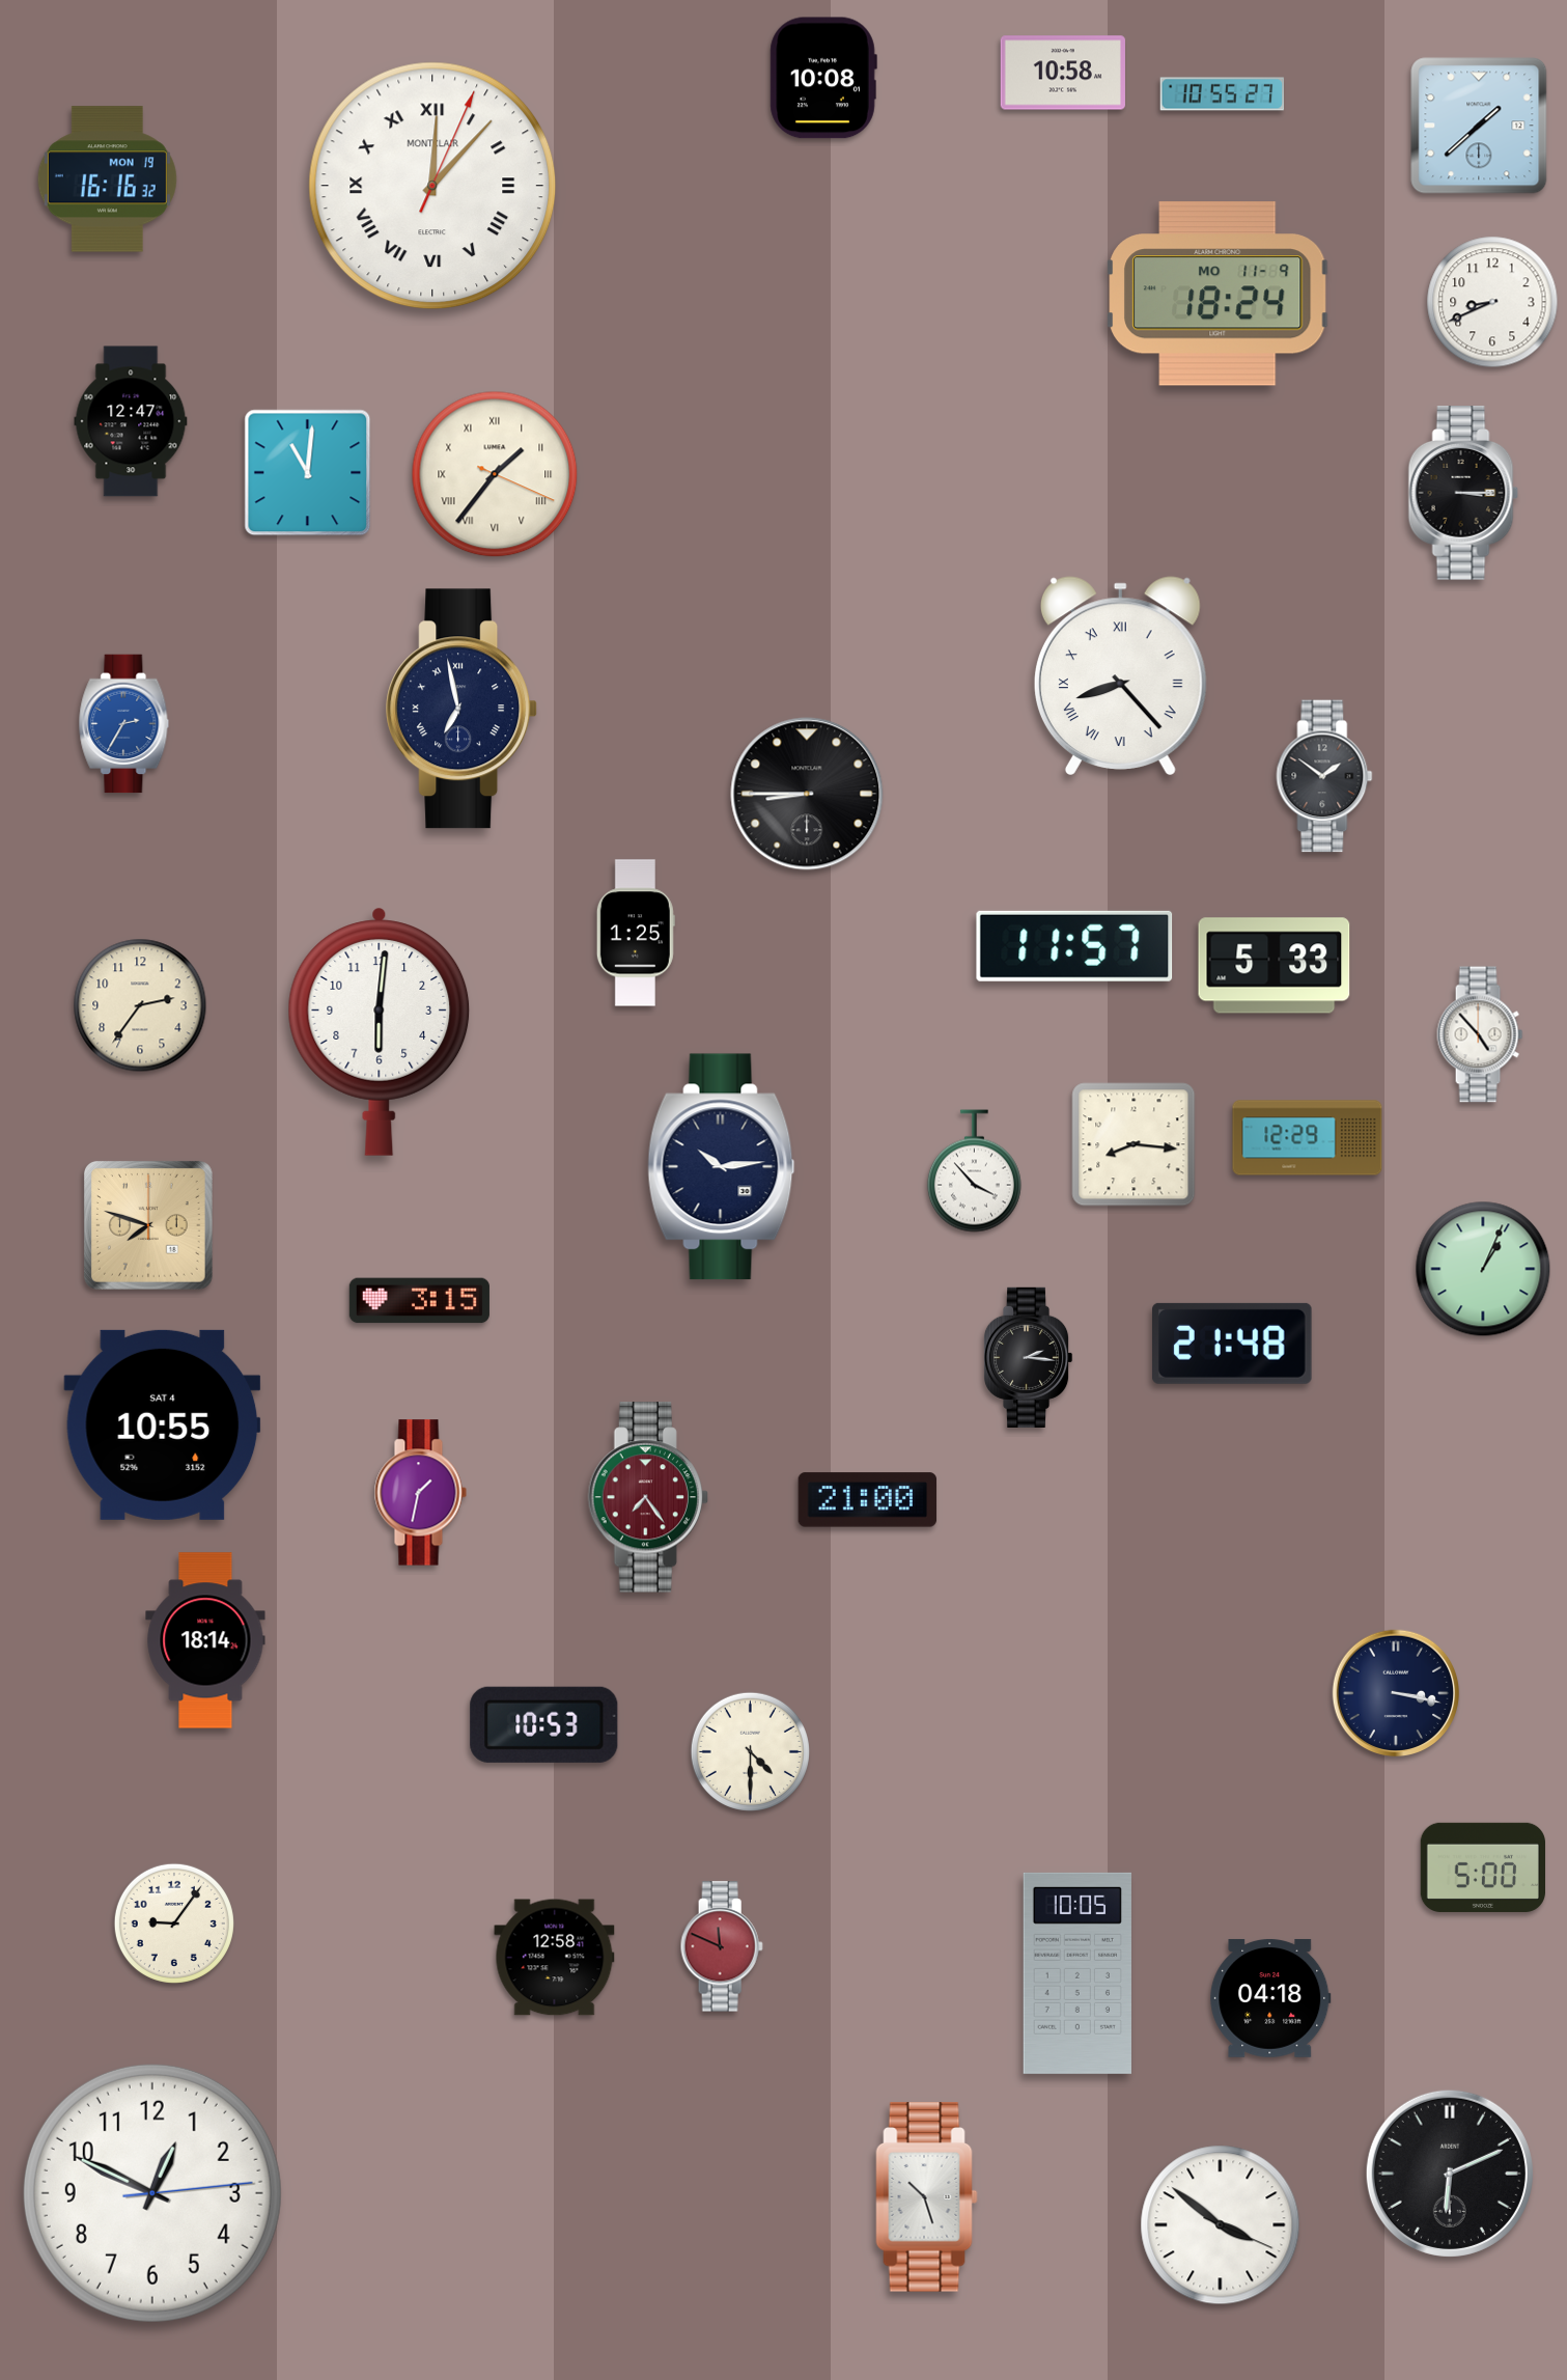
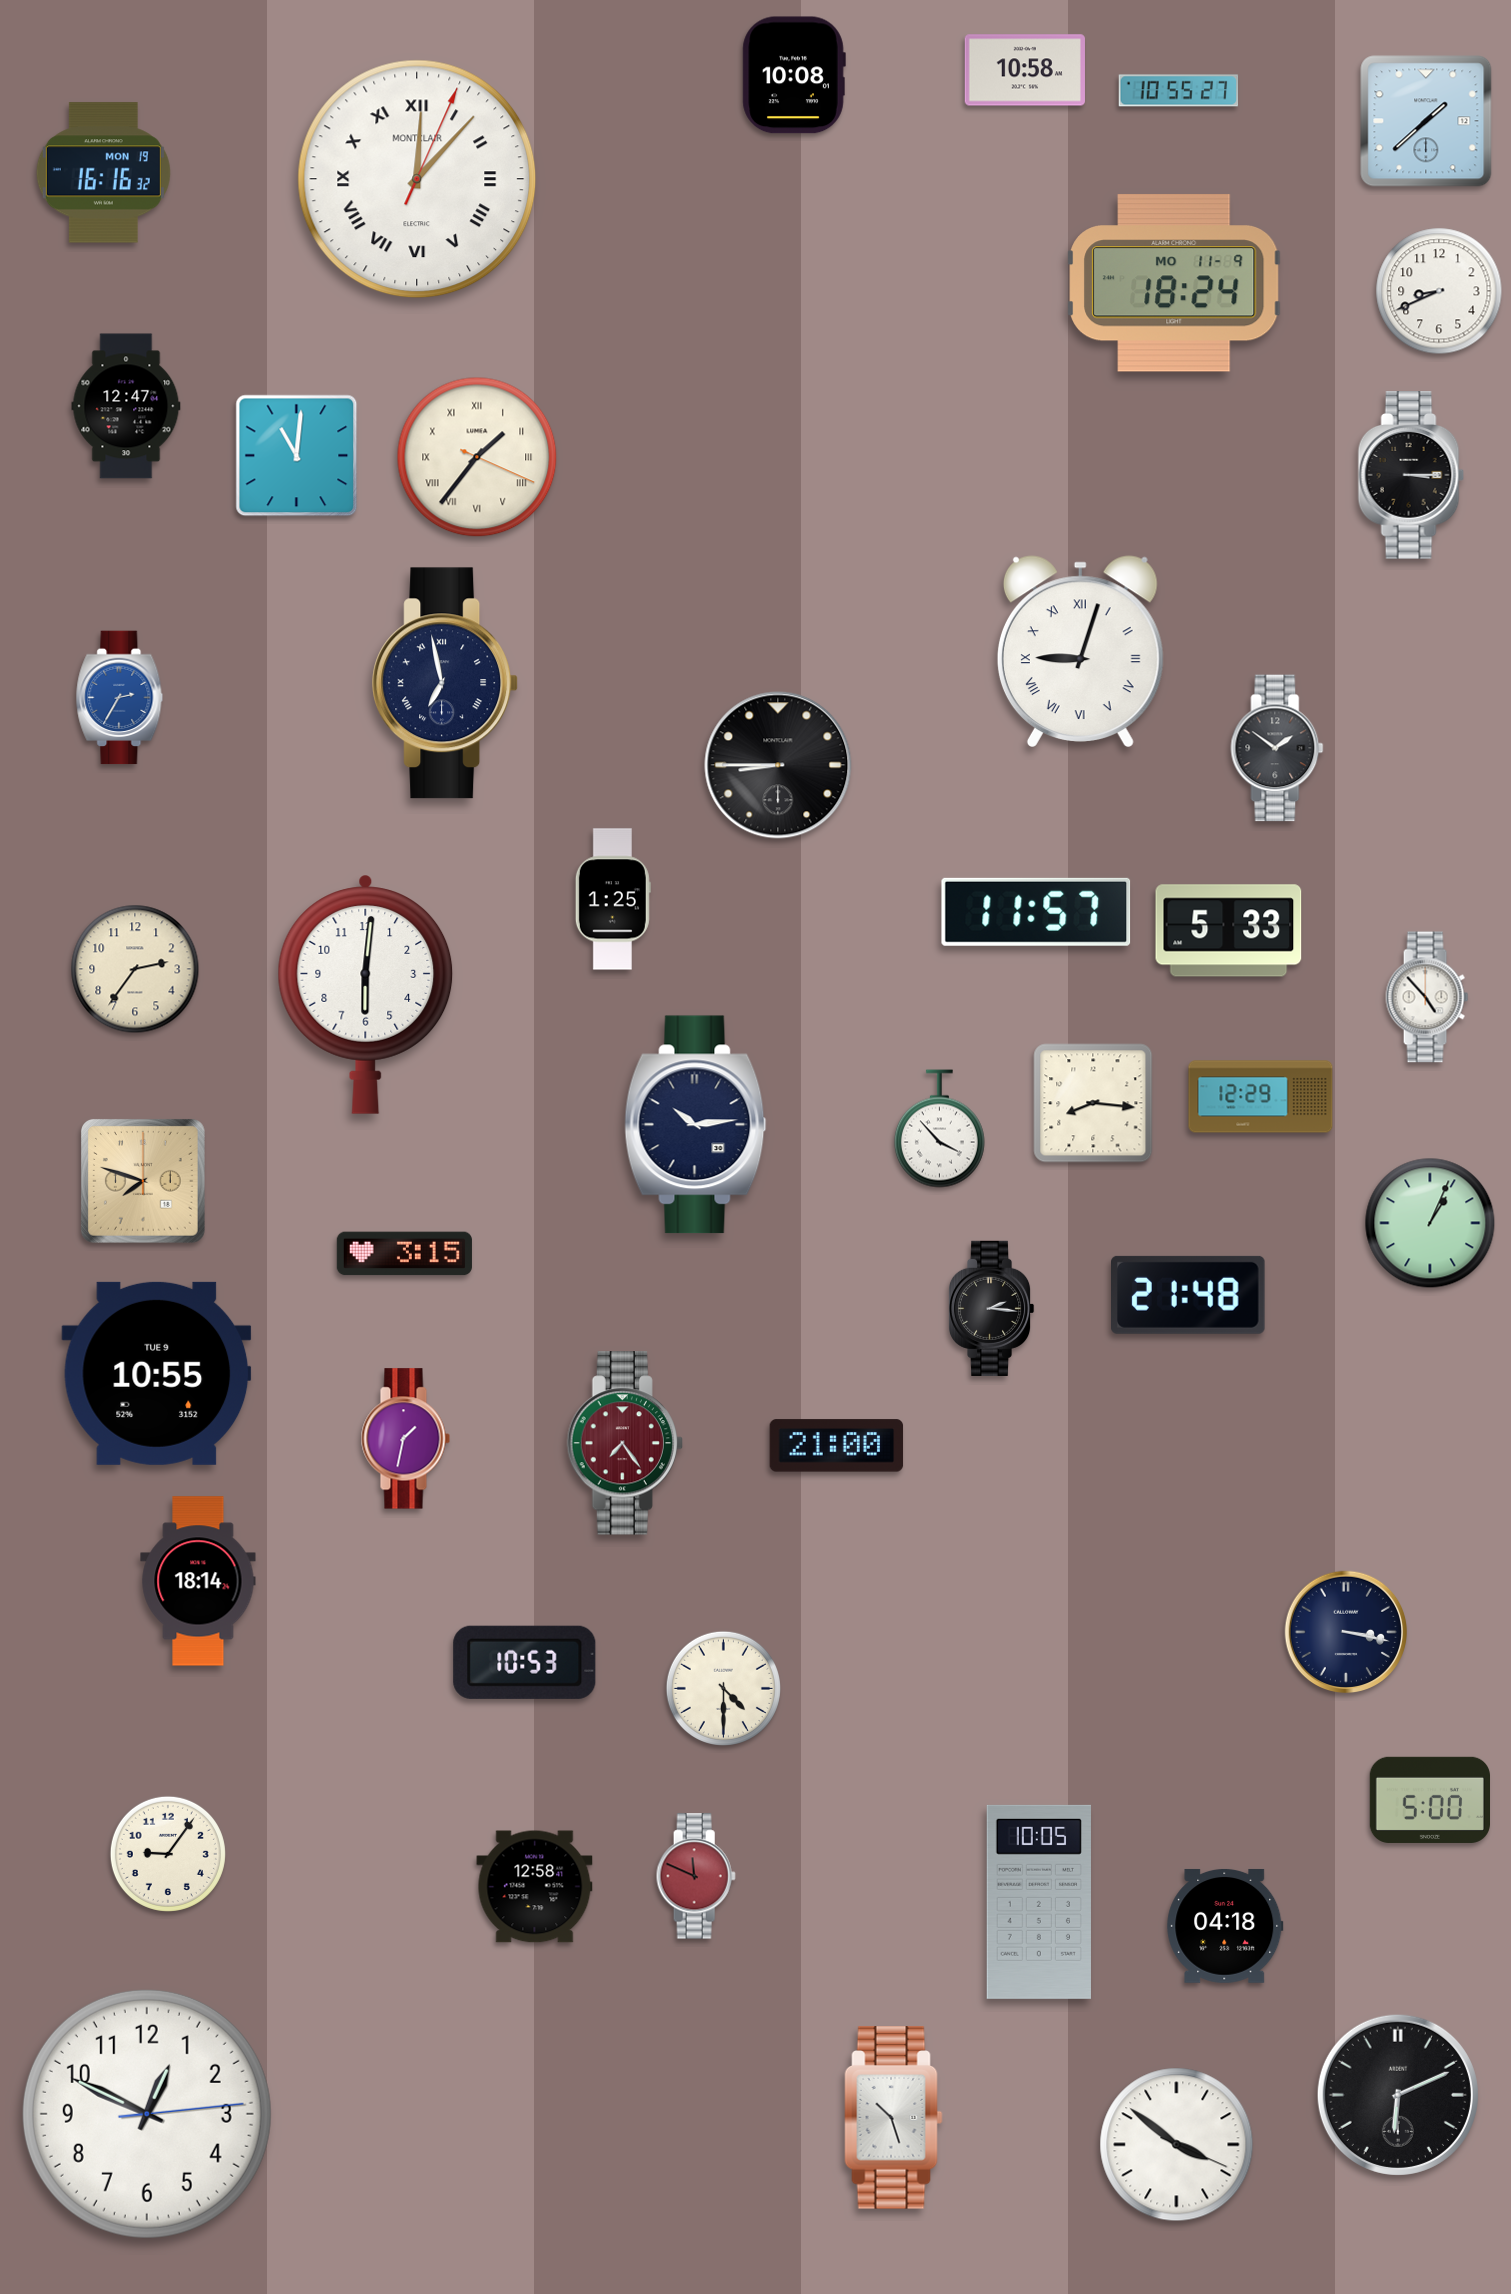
clock at (1120, 675): 8:23 -> 9:03
clock at (163, 1424) date: SAT 4 -> TUE 9
